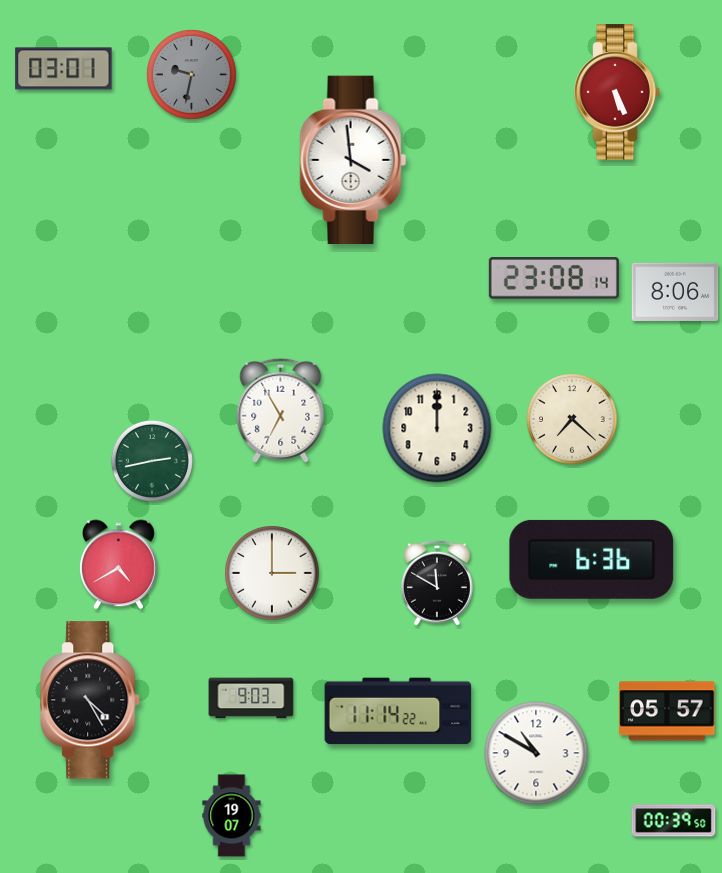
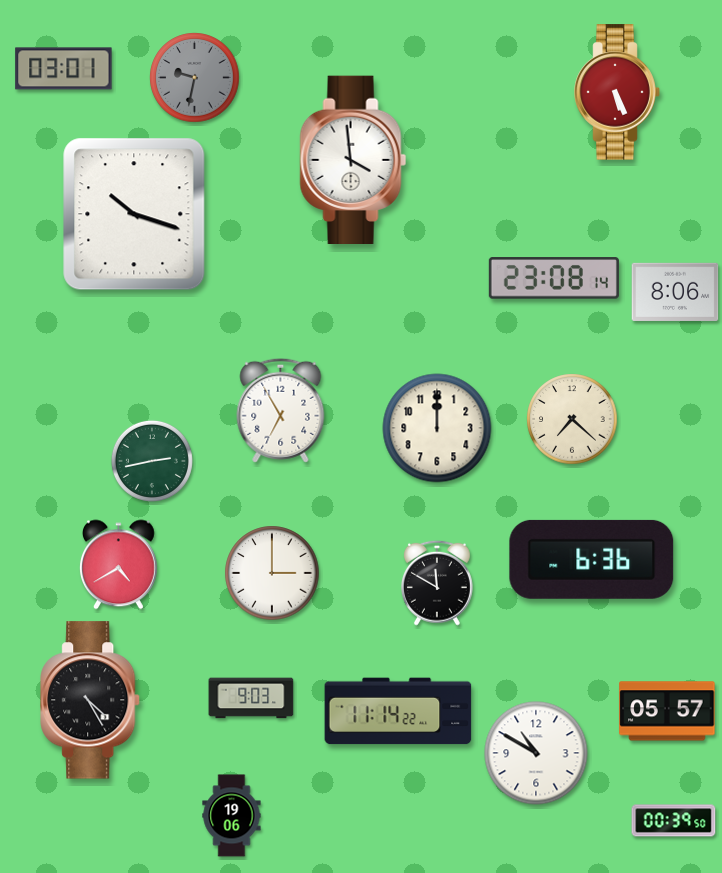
clock at (192, 75) position: (192, 75) -> (195, 78)
clock at (134, 214): none -> 10:18
clock at (232, 816): 19:07 -> 19:06
